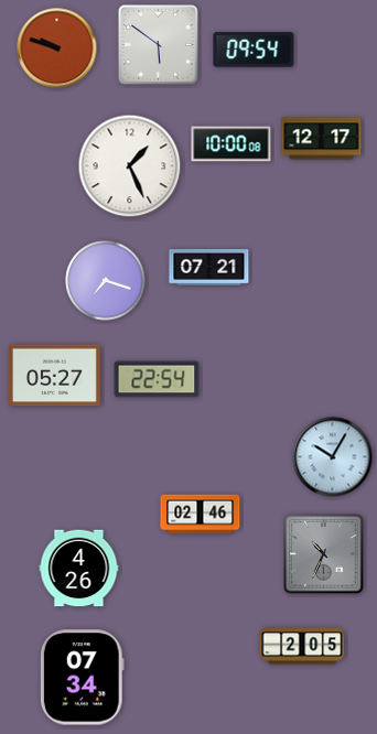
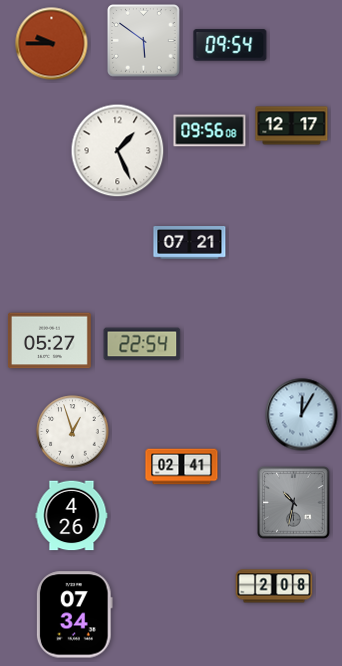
clock at (57, 48): 9:48 -> 9:45
clock at (231, 144): 10:00 -> 09:56
clock at (106, 281): 7:18 -> none
clock at (333, 457): 10:05 -> 12:05
clock at (73, 432): none -> 12:57
clock at (201, 515): 02:46 -> 02:41
clock at (324, 554): 10:34 -> 10:32
clock at (302, 646): 2:05 -> 2:08
